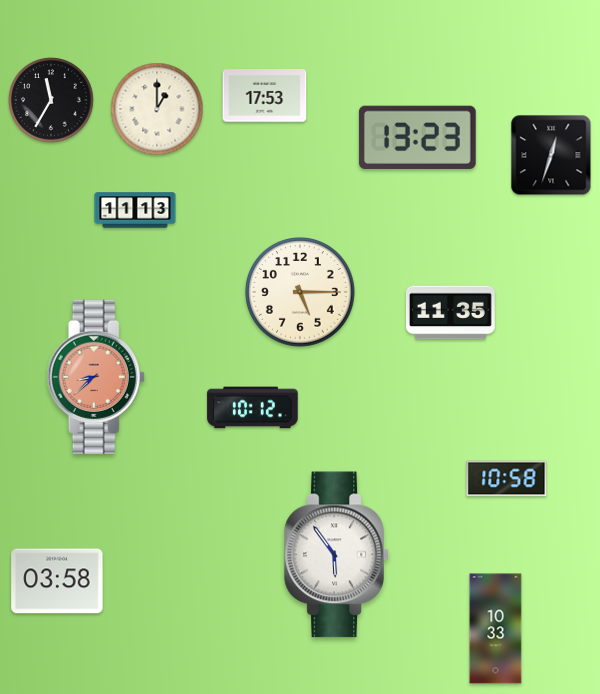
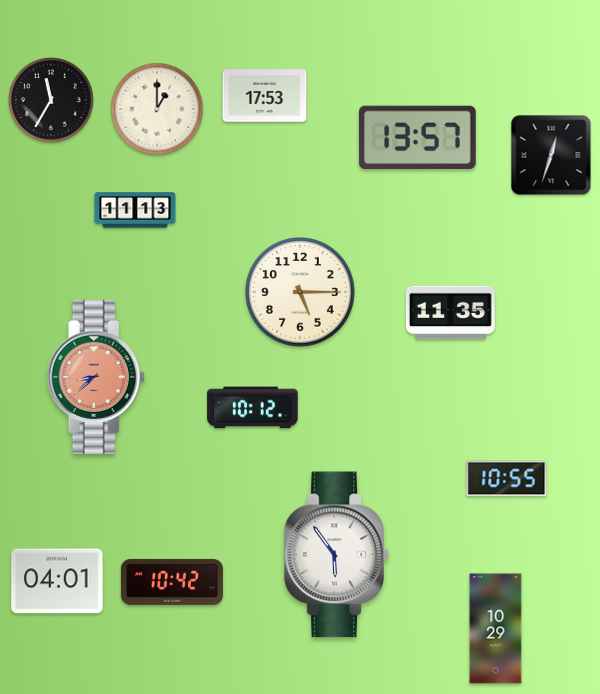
clock at (417, 137): 13:23 -> 13:57
clock at (507, 479): 10:58 -> 10:55
clock at (57, 581): 03:58 -> 04:01
clock at (172, 582): none -> 10:42
clock at (496, 629): 10:33 -> 10:29
